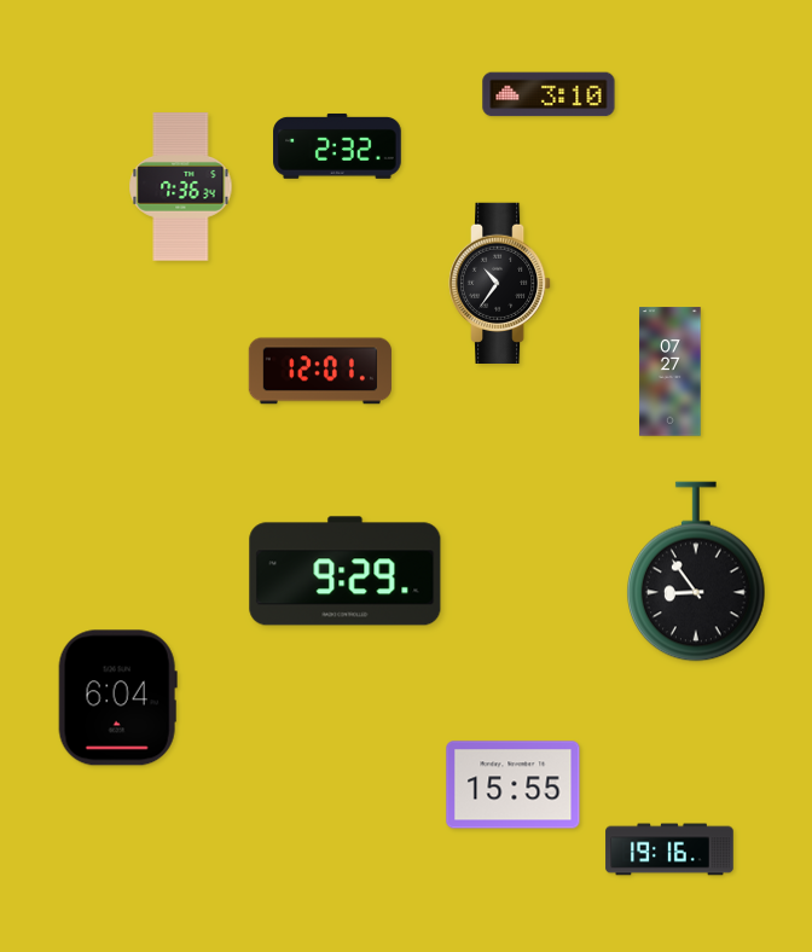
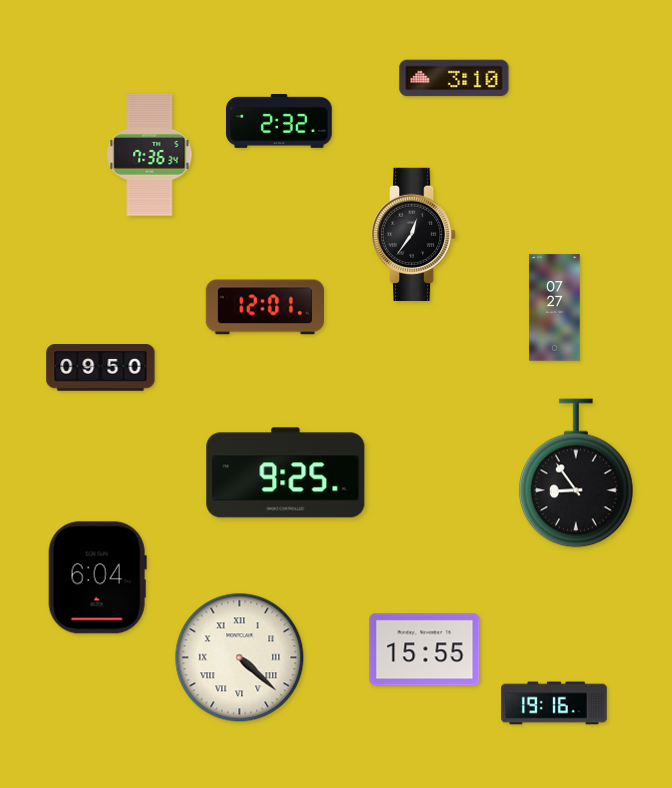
clock at (500, 283): 10:36 -> 12:36
clock at (101, 368): none -> 09:50
clock at (346, 571): 9:29 -> 9:25
clock at (240, 658): none -> 4:22
